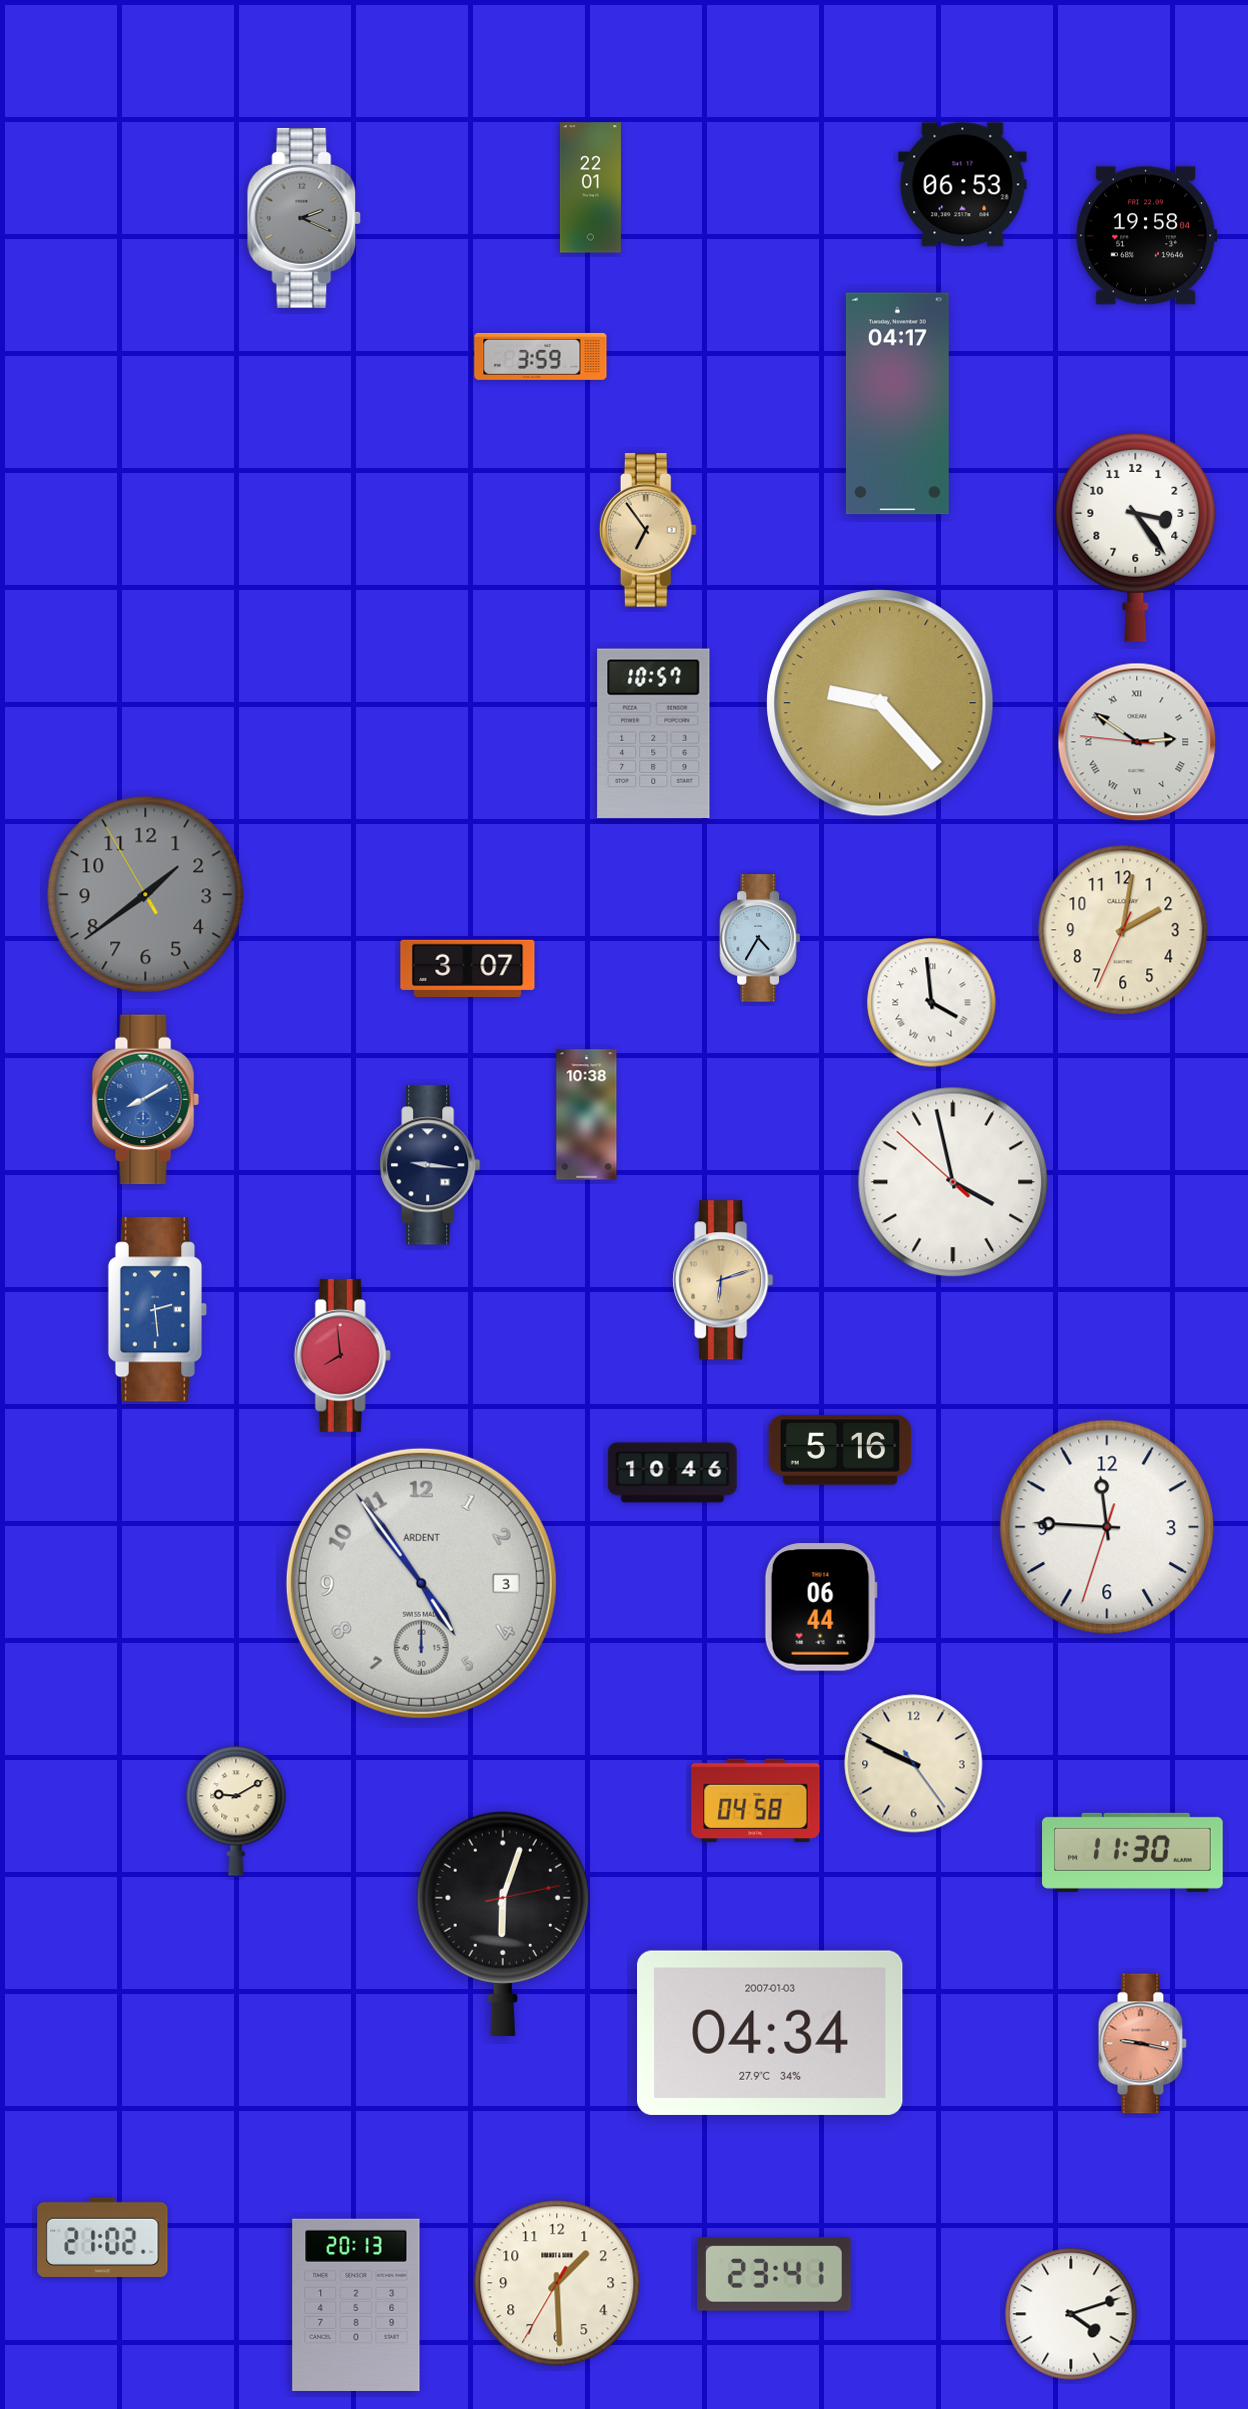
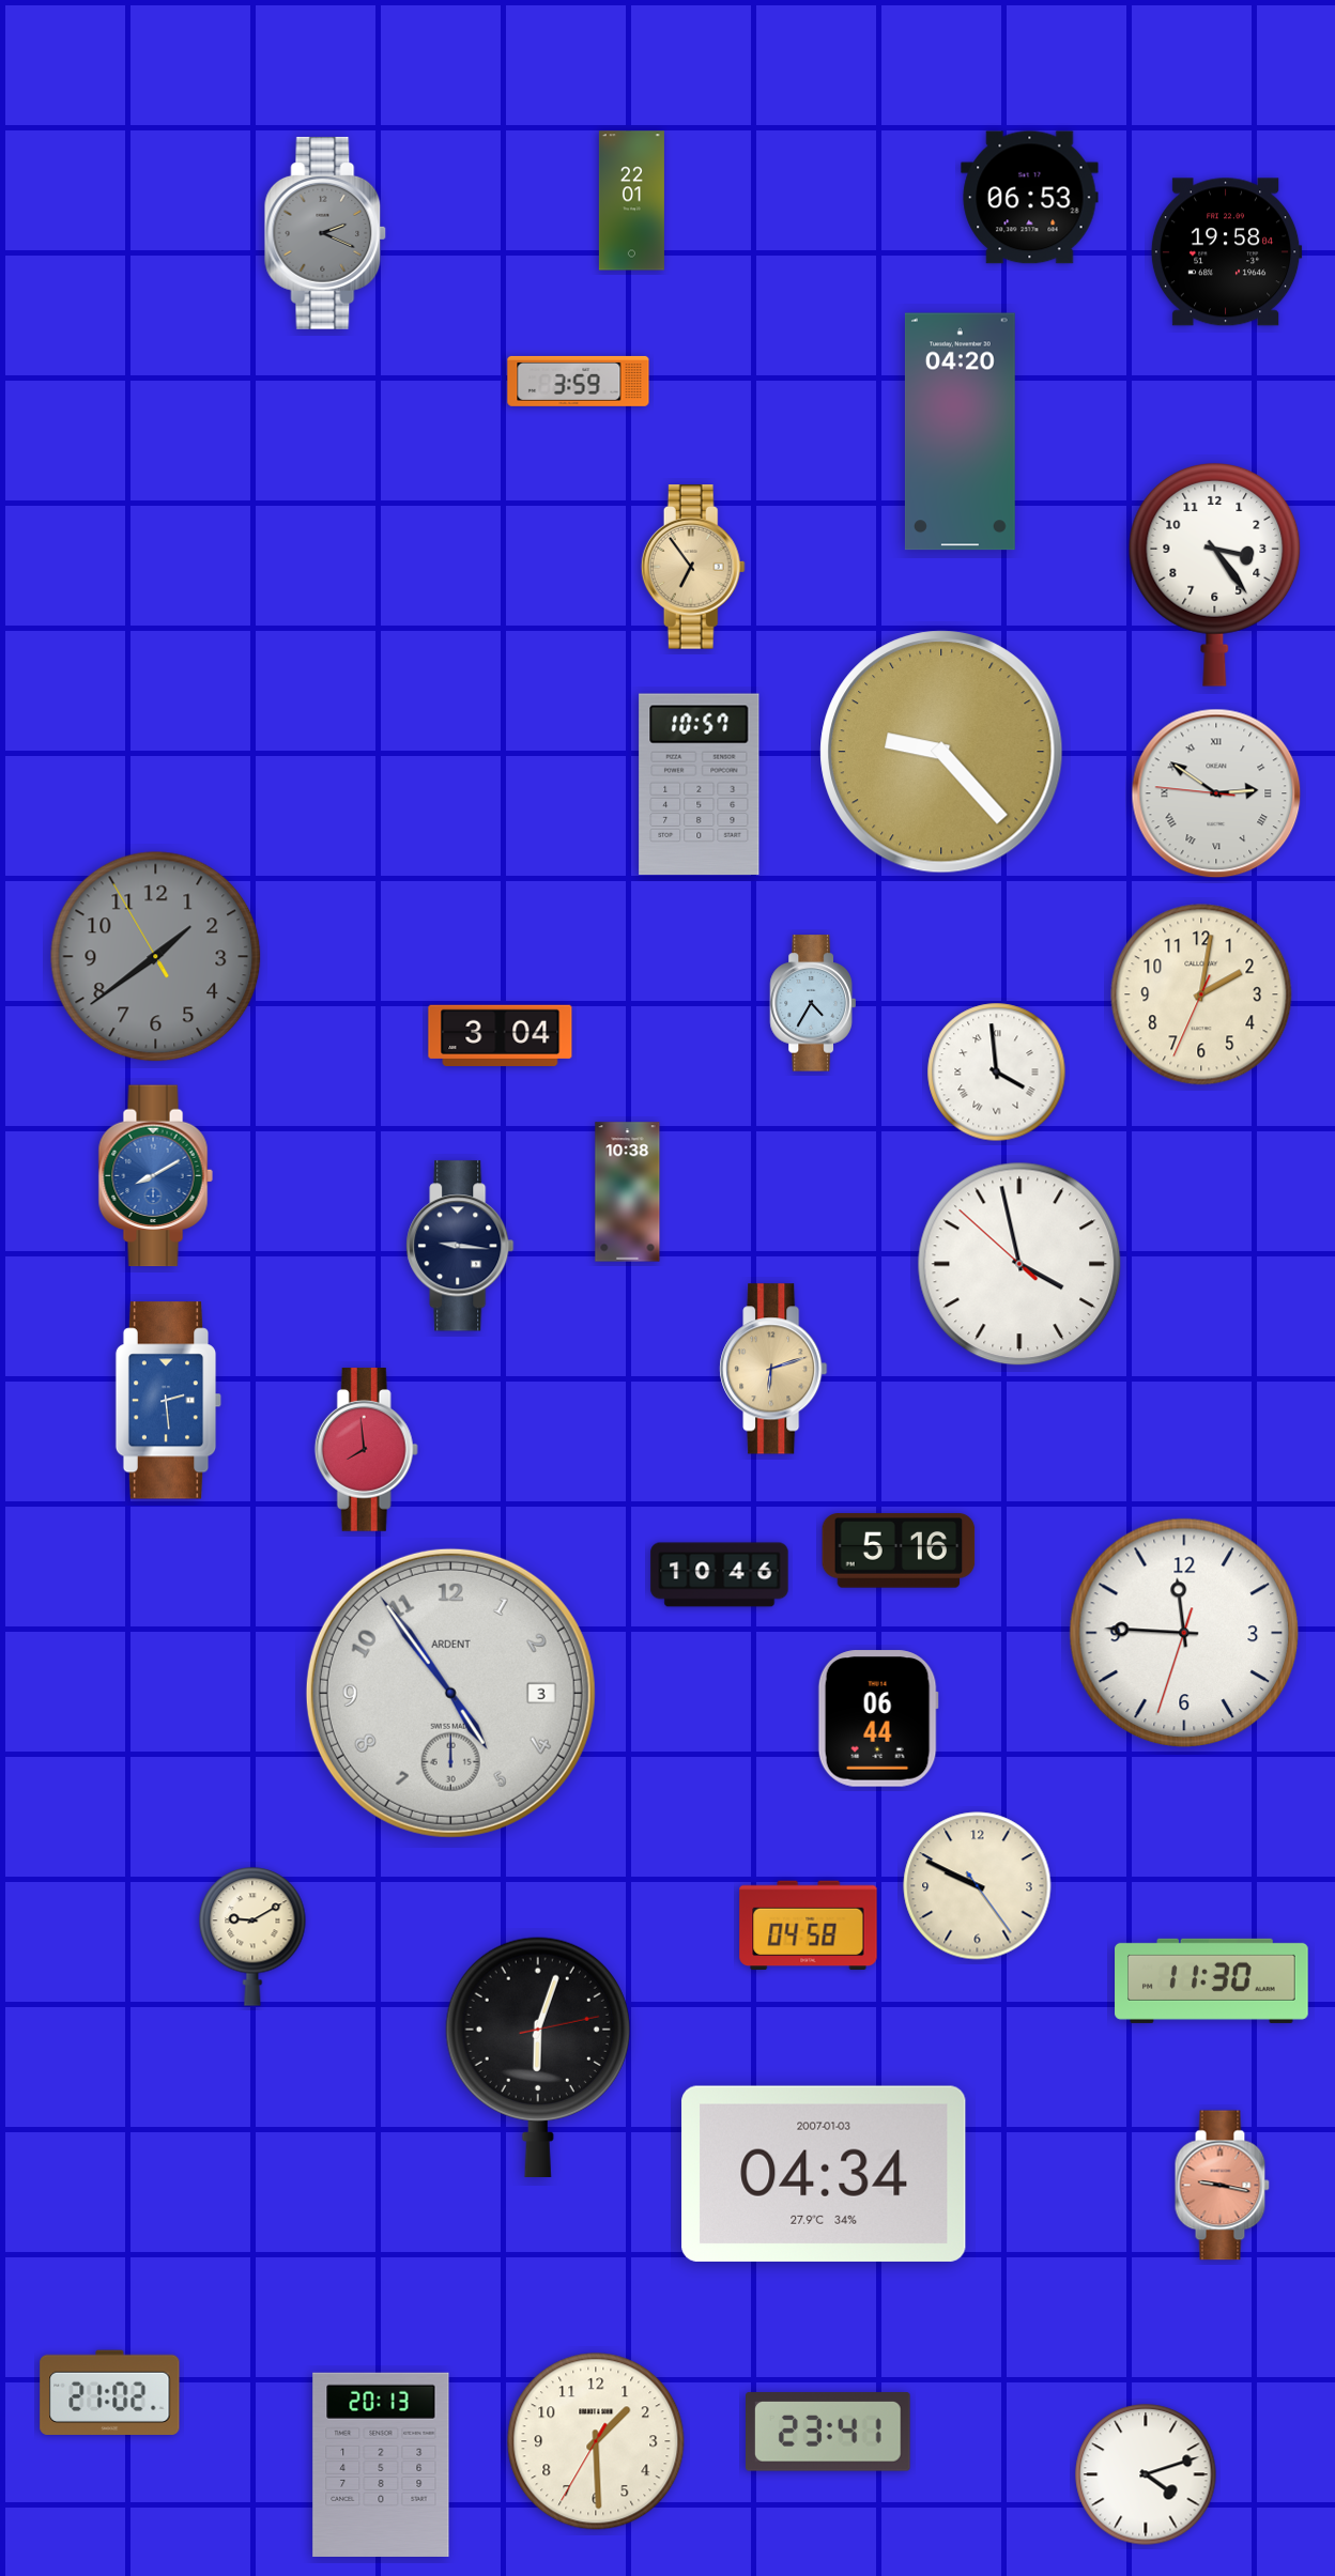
clock at (897, 404): 04:17 -> 04:20
clock at (468, 969): 3:07 -> 3:04
